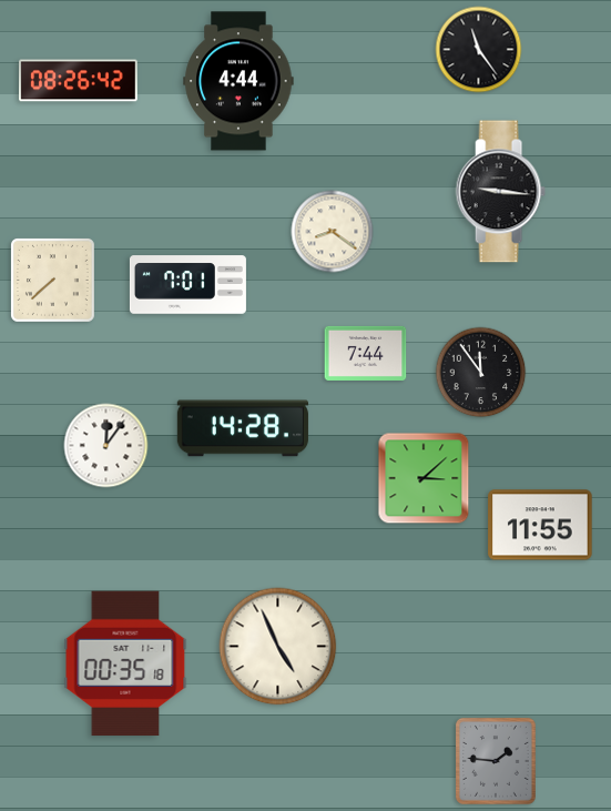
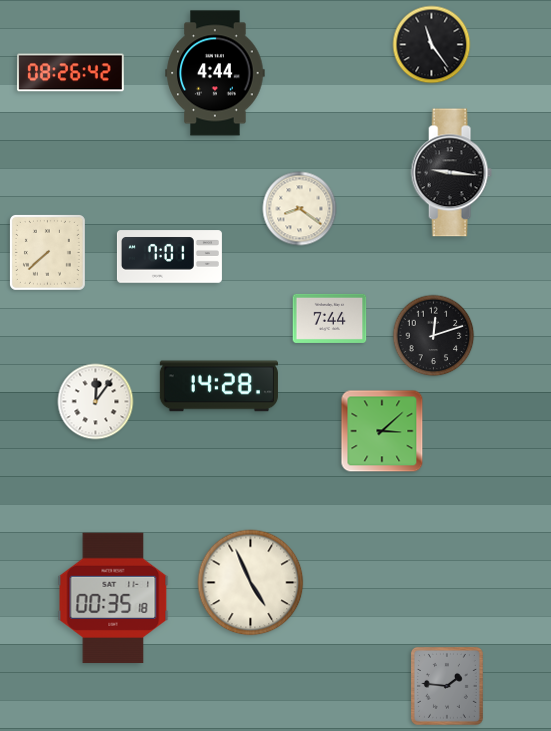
clock at (481, 373): 11:54 -> 12:12
clock at (540, 525): 11:55 -> none
